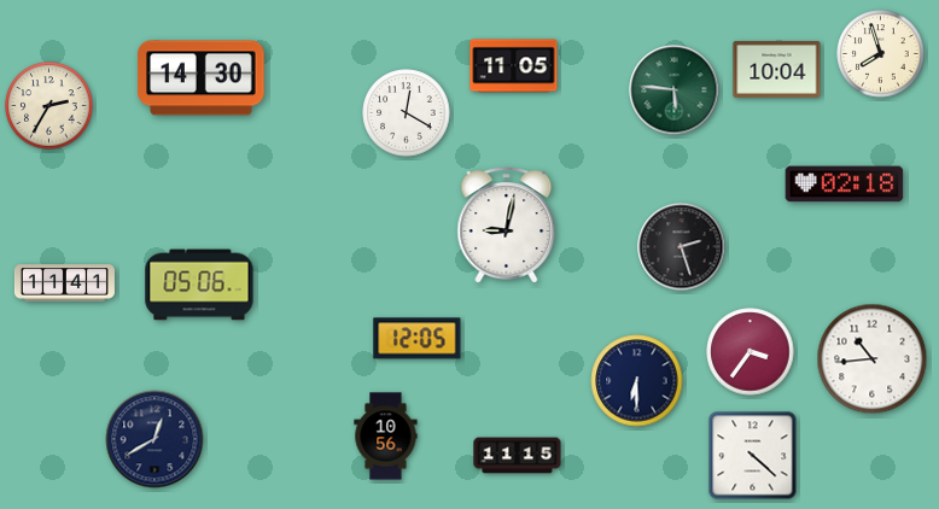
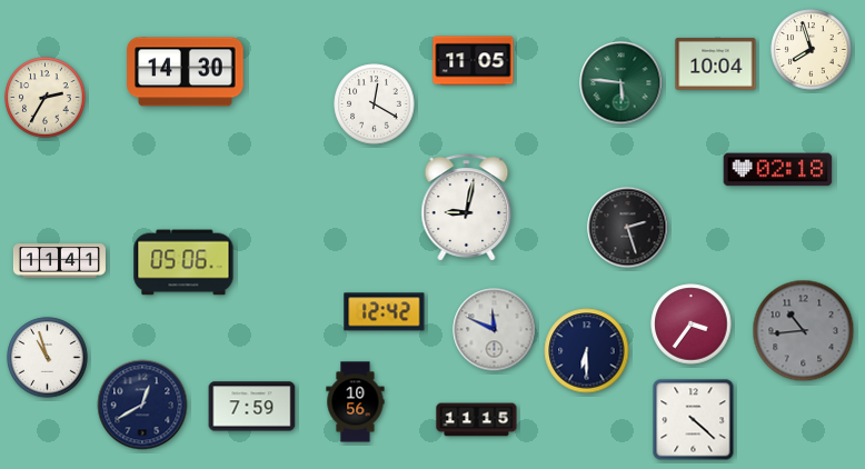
clock at (418, 339): 12:05 -> 12:42
clock at (495, 330): none -> 11:49
clock at (873, 359) dial: white -> grey
clock at (48, 358): none -> 10:57
clock at (252, 407): none -> 7:59
